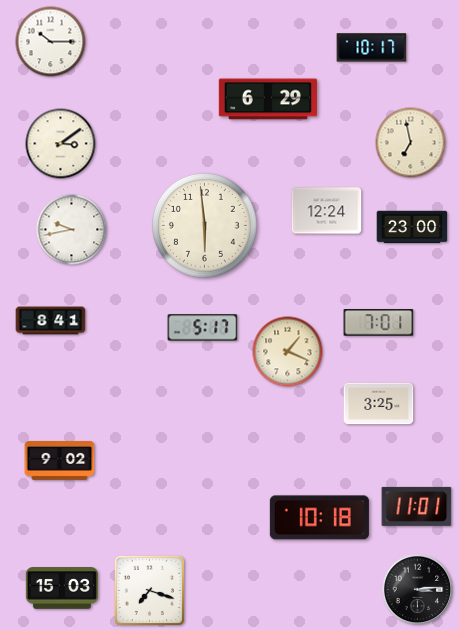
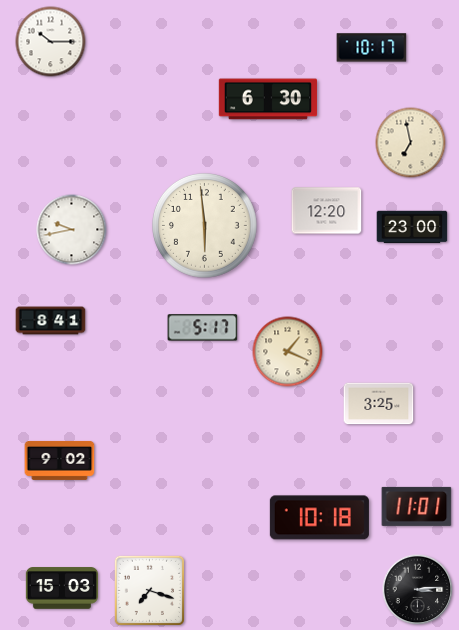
clock at (268, 99): 6:29 -> 6:30
clock at (61, 144): 3:09 -> none
clock at (327, 211): 12:24 -> 12:20
clock at (379, 323): 7:01 -> none
